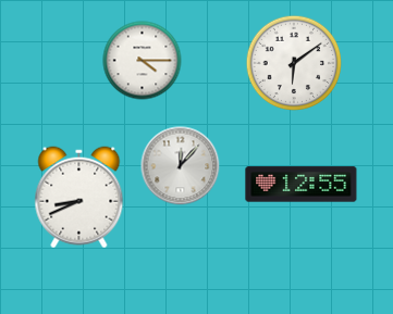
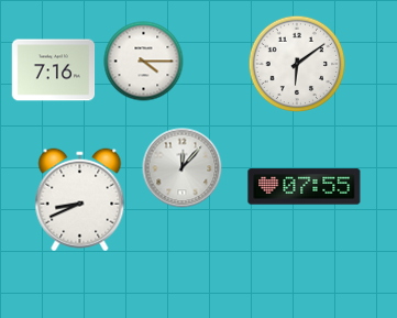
clock at (54, 70): none -> 7:16
clock at (302, 185): 12:55 -> 07:55
